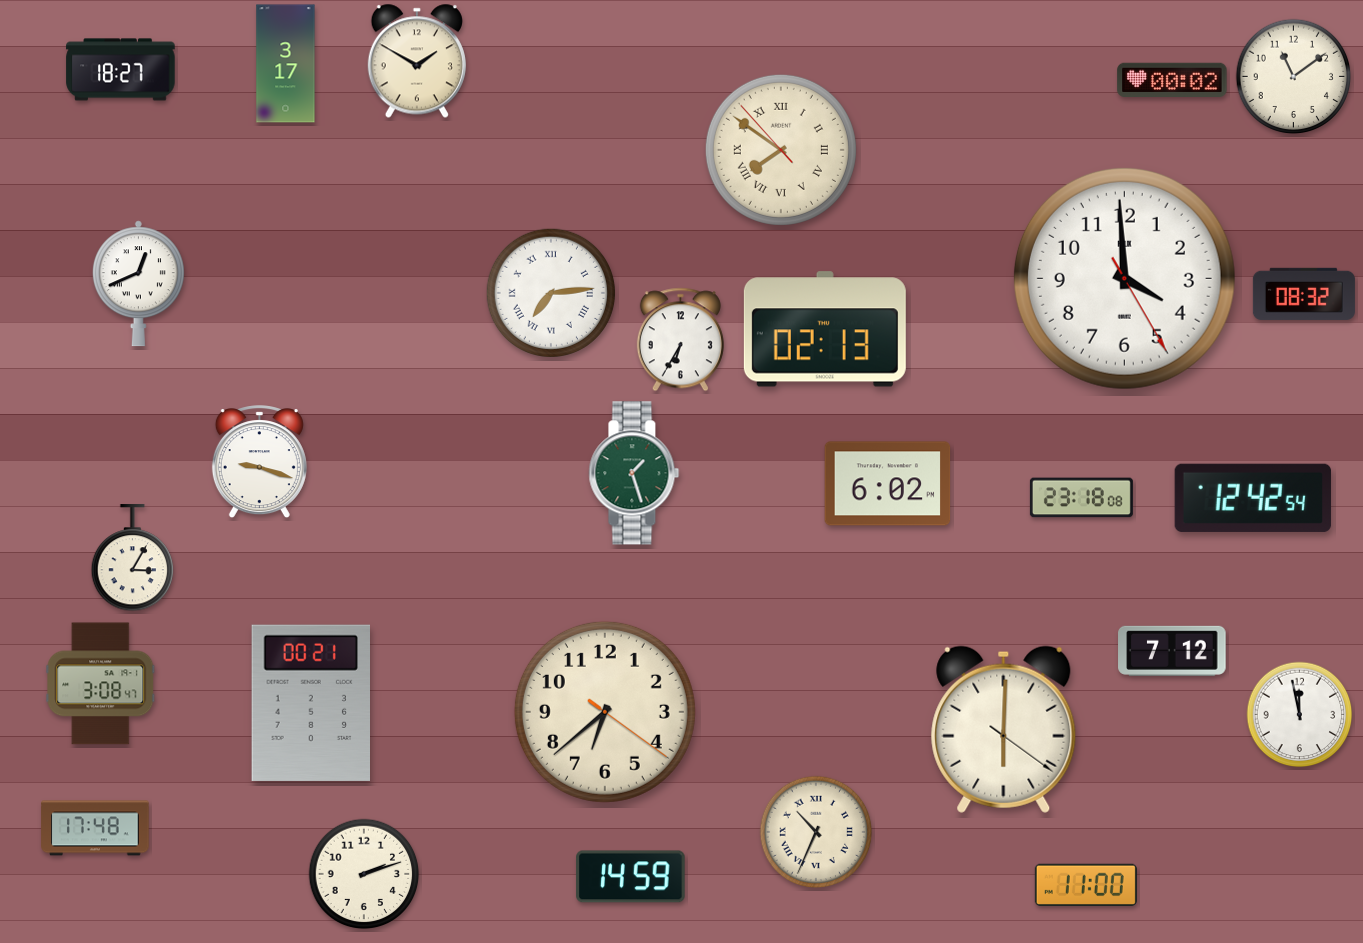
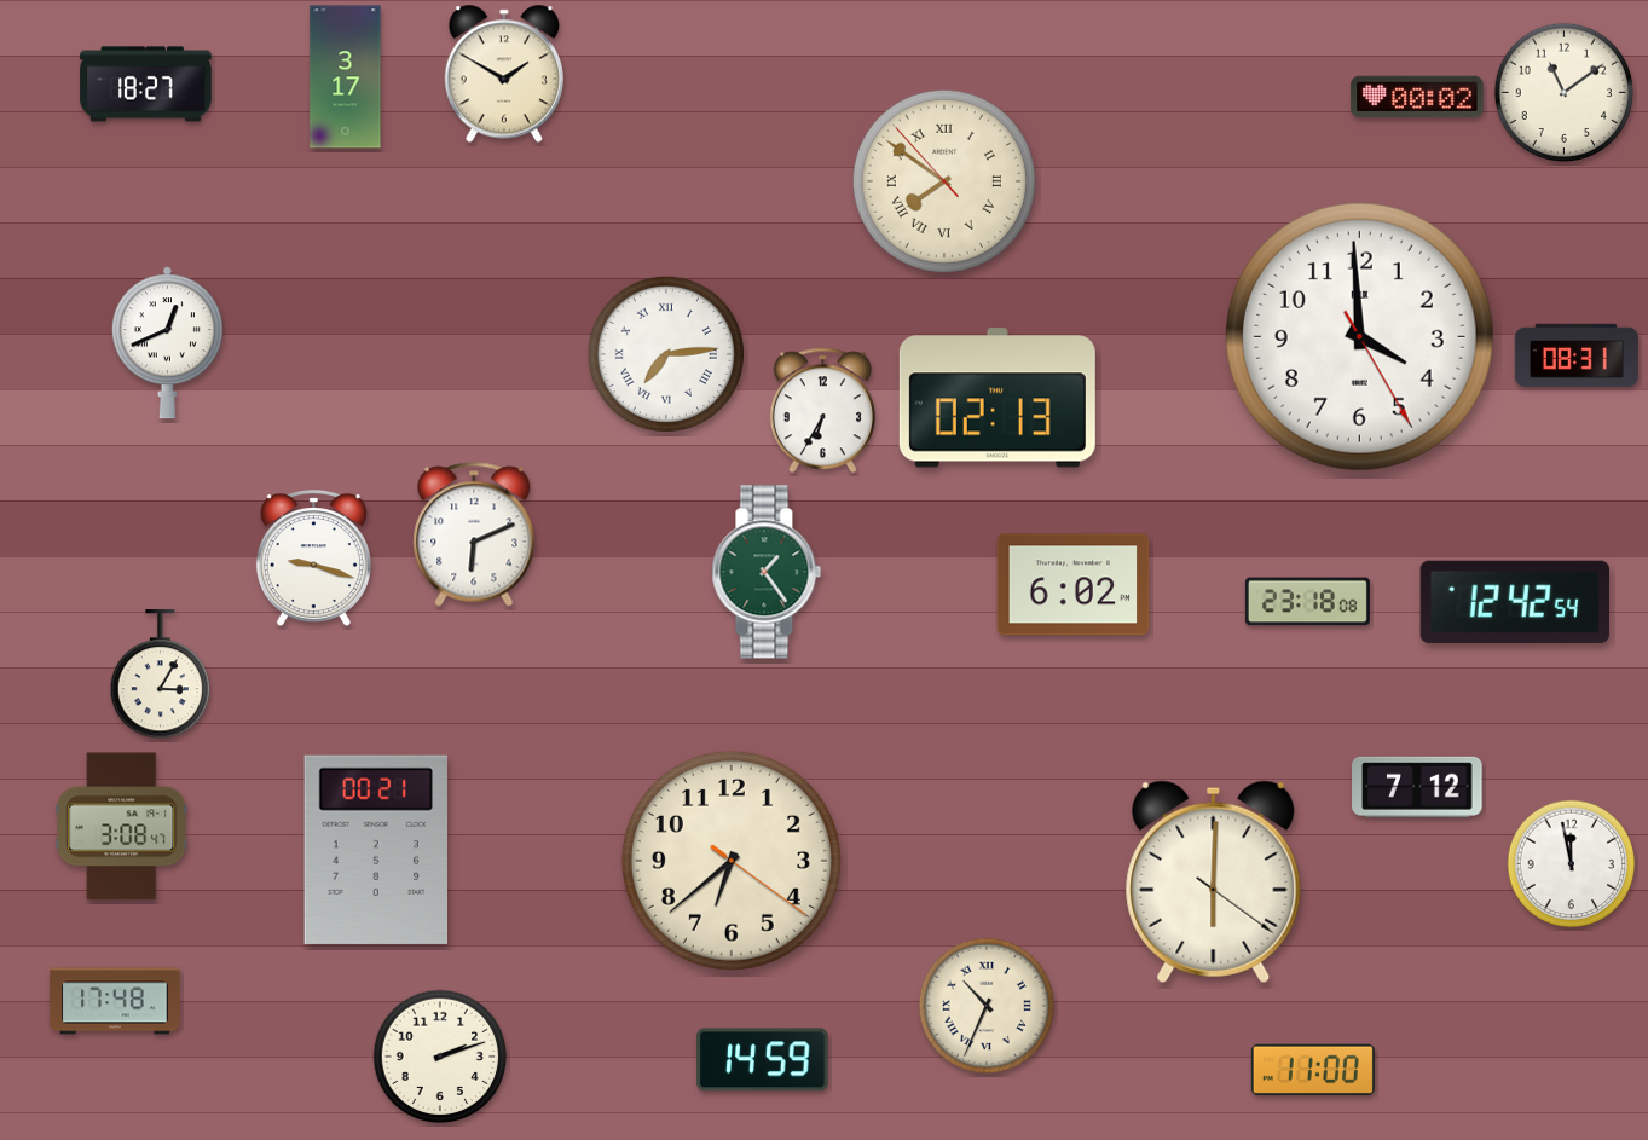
clock at (1304, 294): 08:32 -> 08:31
clock at (474, 534): none -> 6:11
clock at (634, 473): 1:27 -> 1:24
